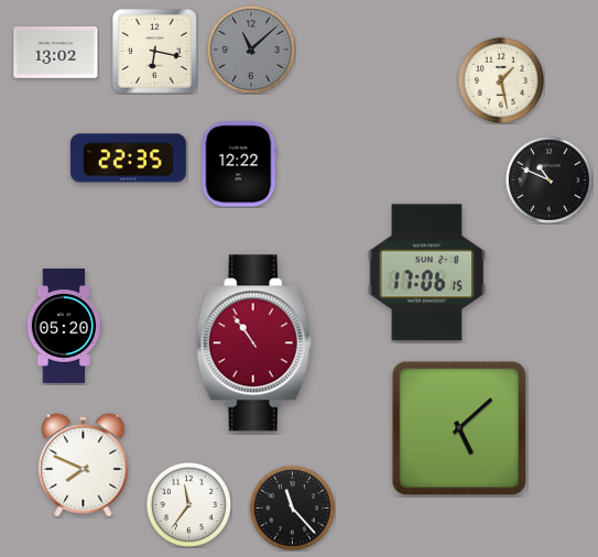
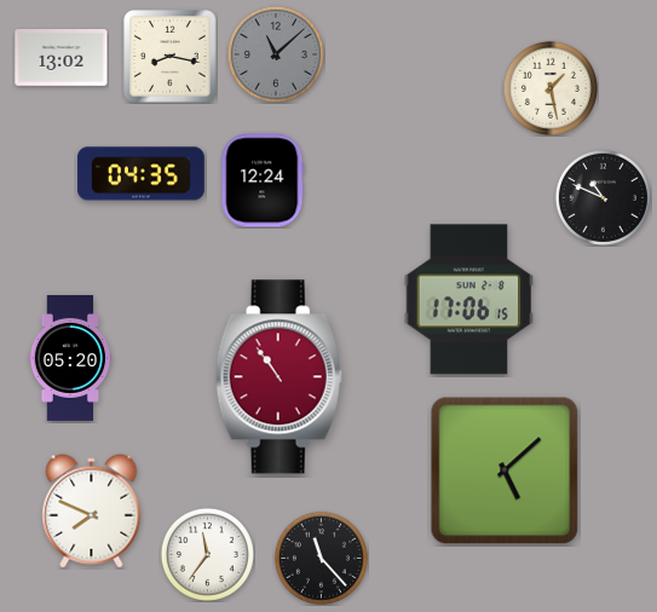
clock at (155, 52): 6:17 -> 8:17
clock at (128, 159): 22:35 -> 04:35
clock at (239, 164): 12:22 -> 12:24
